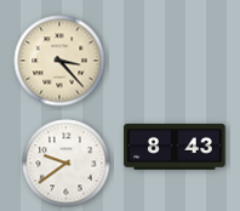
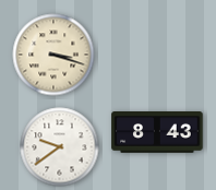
clock at (59, 61): 3:23 -> 3:18
